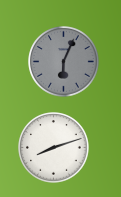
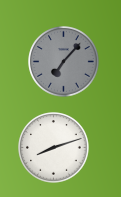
clock at (64, 62): 6:04 -> 7:07
